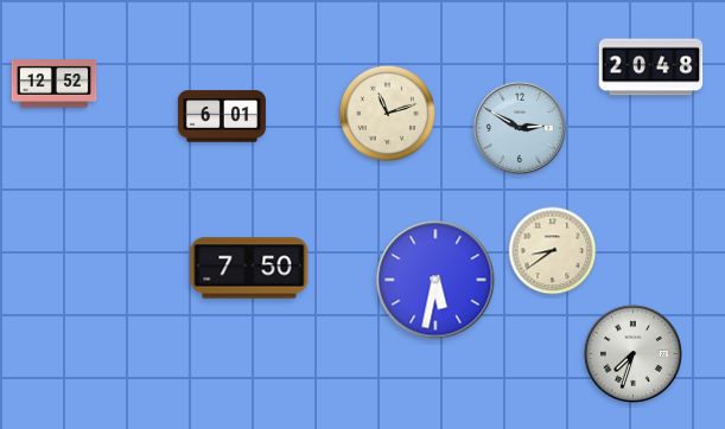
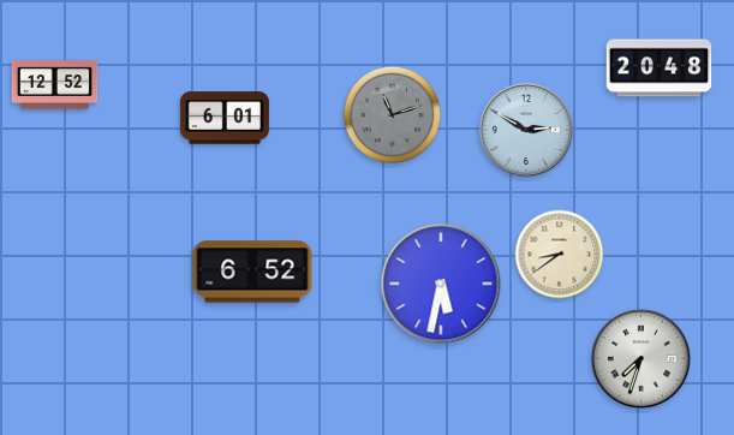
clock at (388, 114) dial: cream -> grey
clock at (249, 268): 7:50 -> 6:52
